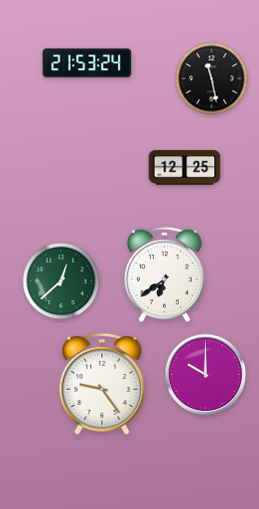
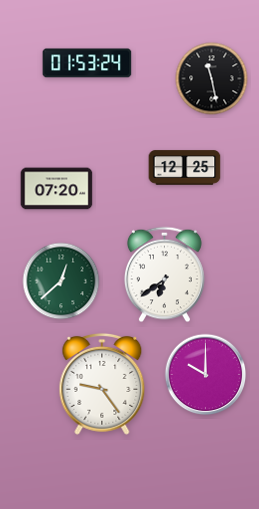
clock at (87, 63): 21:53 -> 01:53
clock at (57, 189): none -> 07:20
